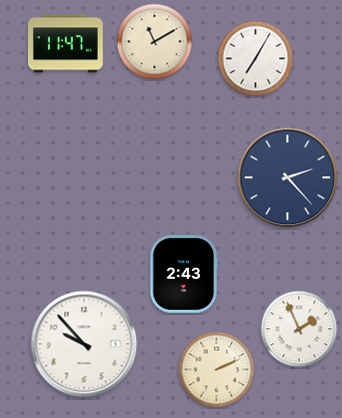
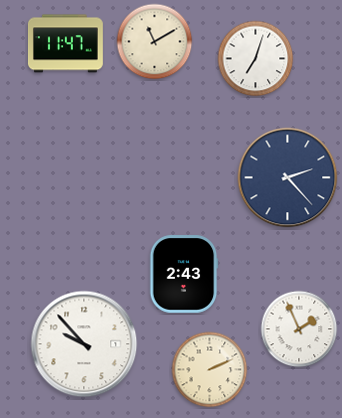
clock at (256, 59): 7:05 -> 7:03
clock at (217, 370) position: (217, 370) -> (210, 370)
